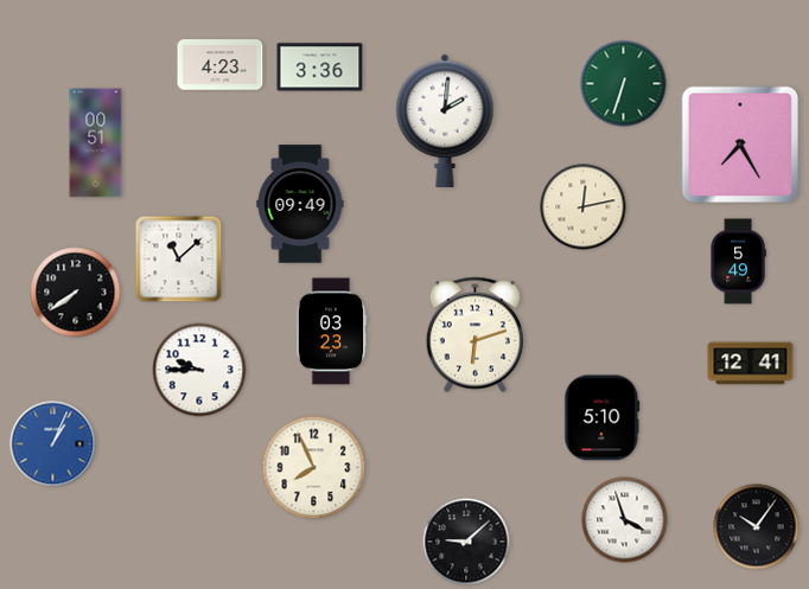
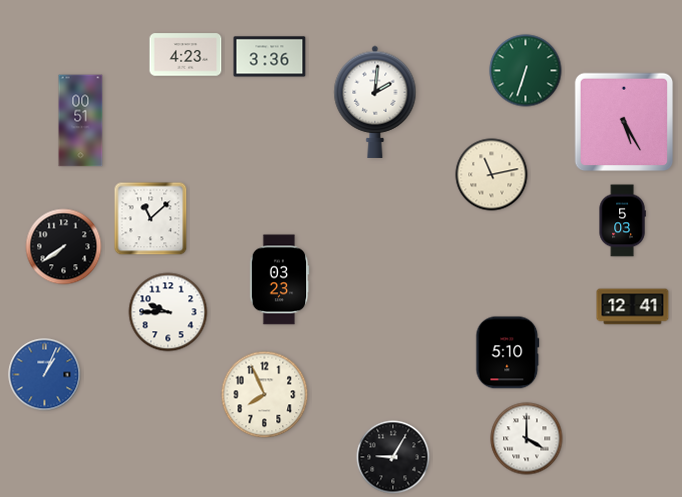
clock at (740, 145): 7:25 -> 5:25
clock at (300, 204): 09:49 -> none
clock at (584, 207): 12:13 -> 11:13
clock at (738, 262): 5:49 -> 5:03
clock at (476, 335): 6:12 -> none
clock at (625, 520): 3:57 -> 4:00
clock at (757, 527): 10:06 -> none
clock at (466, 542): 9:08 -> 9:05
